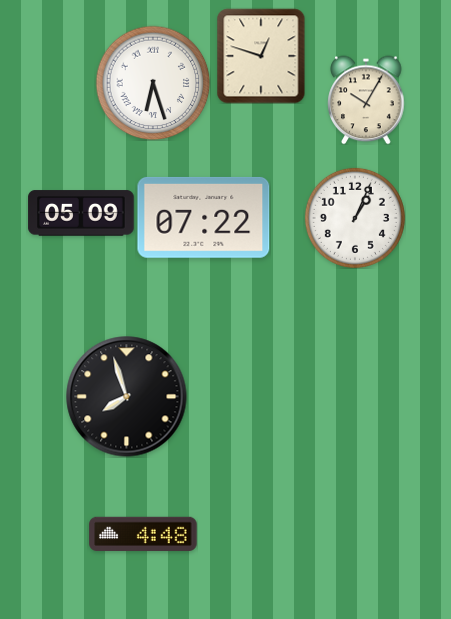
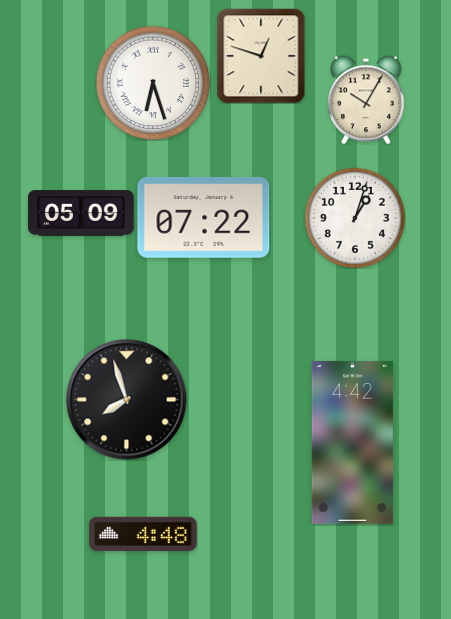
clock at (355, 218): 1:04 -> 1:03
clock at (127, 397) position: (127, 397) -> (127, 400)
clock at (352, 442): none -> 4:42
